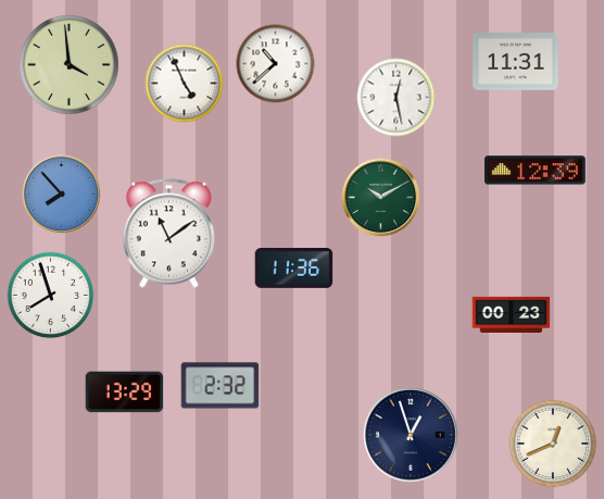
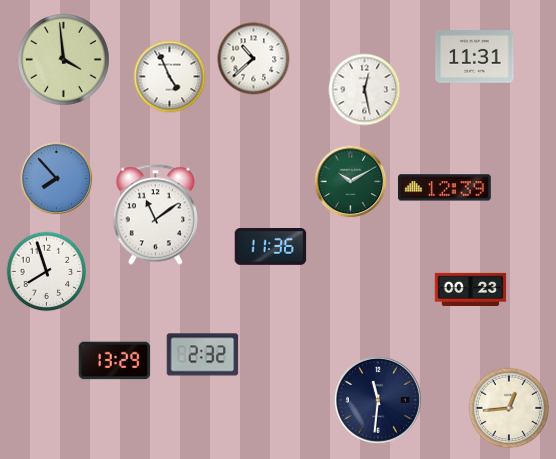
clock at (536, 171) position: (536, 171) -> (445, 188)
clock at (411, 435): 12:57 -> 11:31
clock at (553, 444): 12:41 -> 12:44
